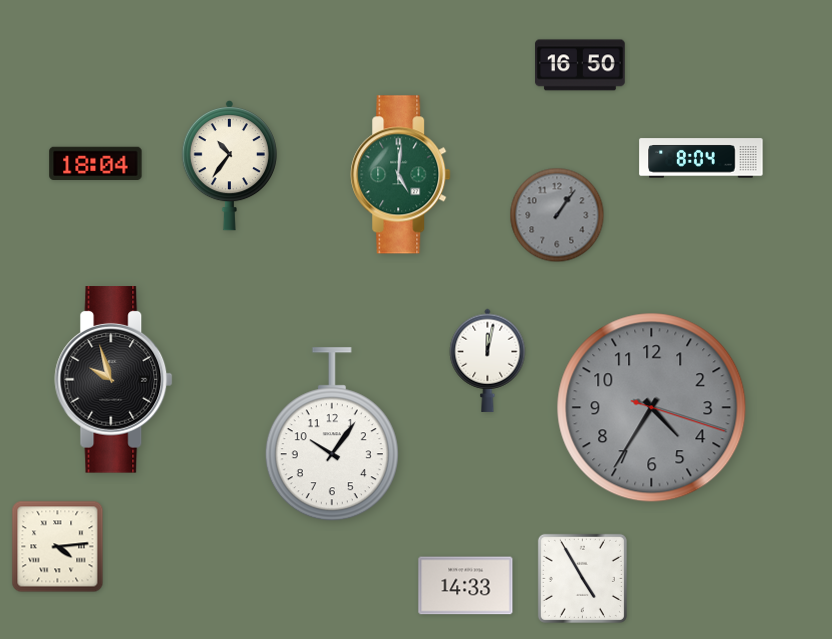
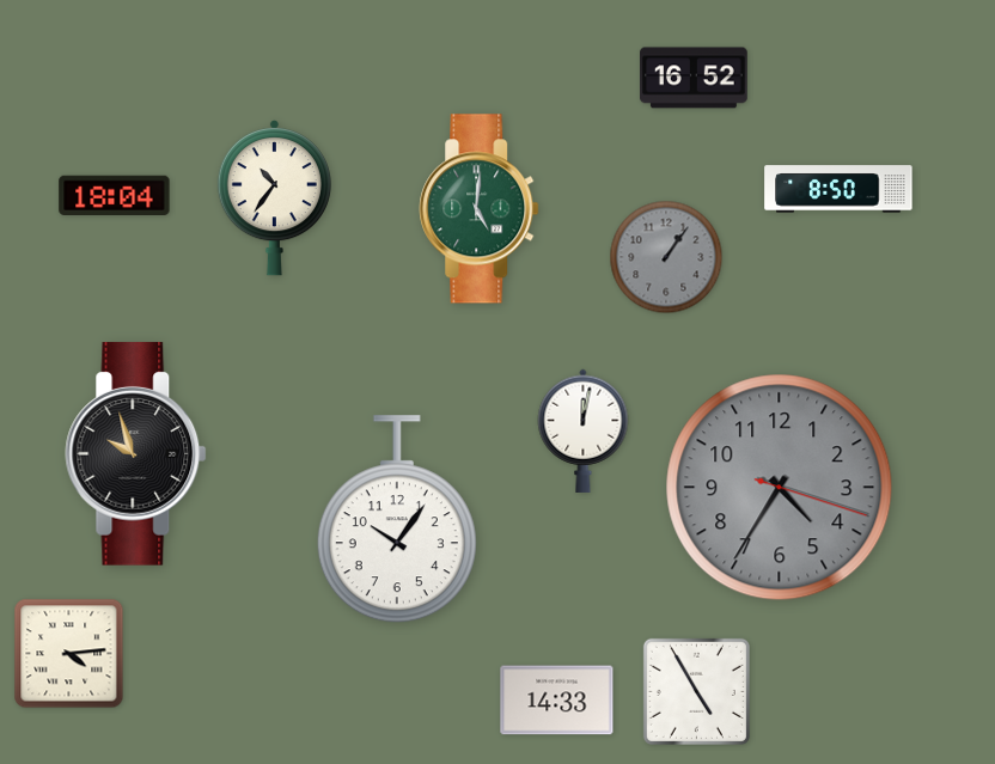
clock at (580, 65): 16:50 -> 16:52
clock at (701, 158): 8:04 -> 8:50
